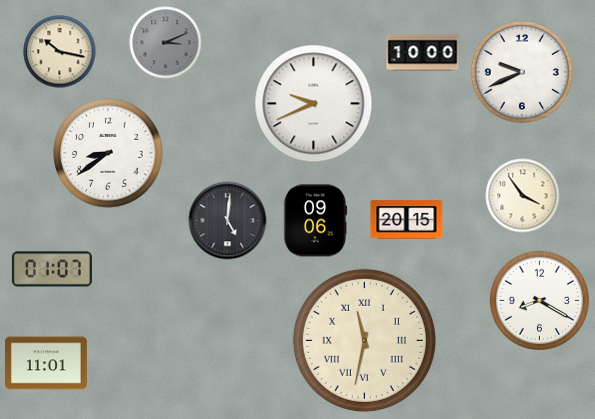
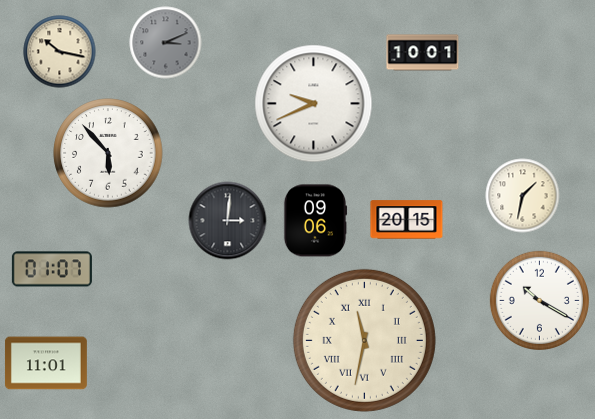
clock at (423, 53): 10:00 -> 10:01
clock at (522, 72): 9:41 -> none
clock at (108, 153): 8:39 -> 5:53
clock at (523, 196): 3:54 -> 1:32
clock at (228, 221): 5:01 -> 3:01
clock at (539, 300): 8:20 -> 10:20
